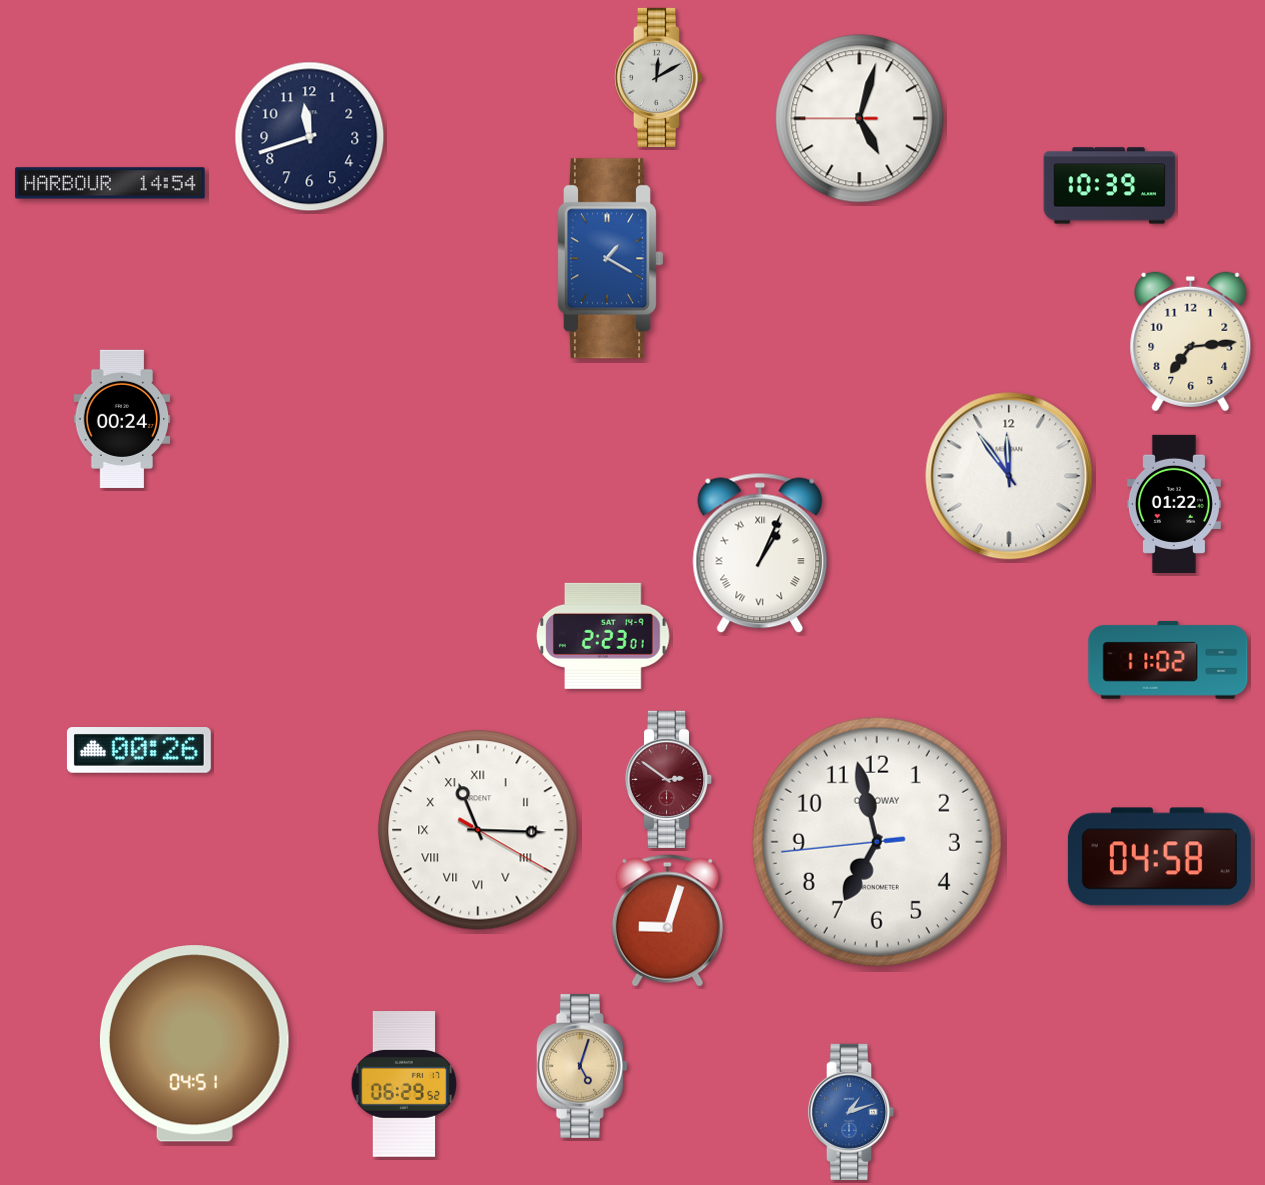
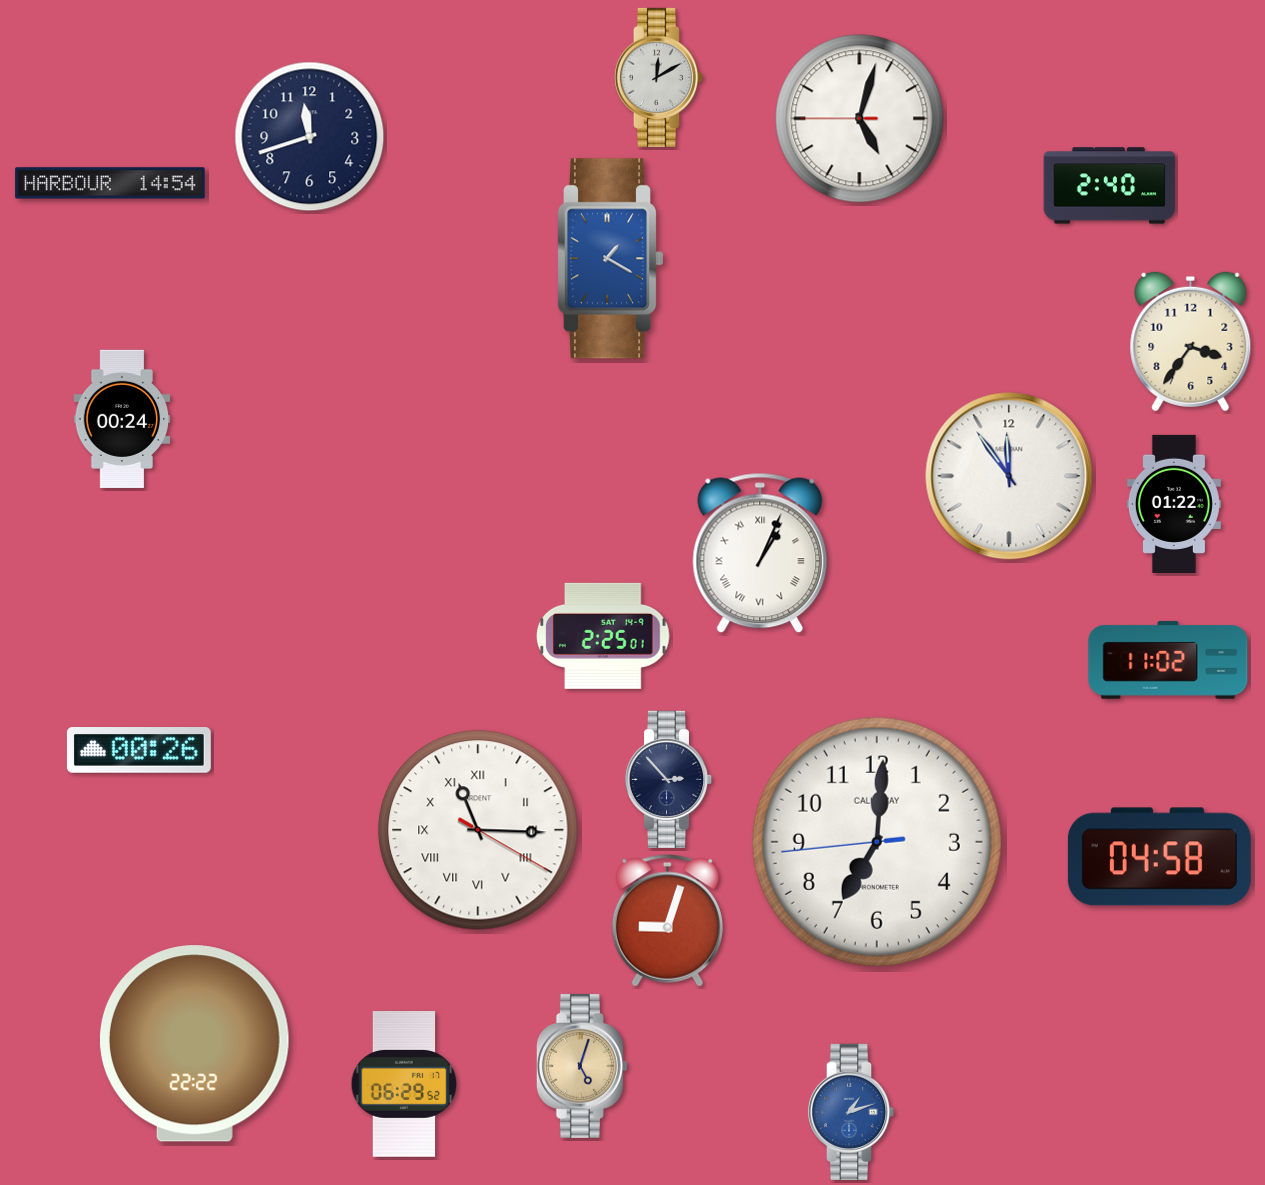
clock at (1110, 186): 10:39 -> 2:40
clock at (1191, 342): 7:14 -> 3:36
clock at (603, 636): 2:23 -> 2:25
clock at (669, 779): 2:51 -> 2:53
clock at (669, 779) dial: burgundy -> navy
clock at (877, 842): 6:57 -> 7:00
clock at (194, 1044): 04:51 -> 22:22
